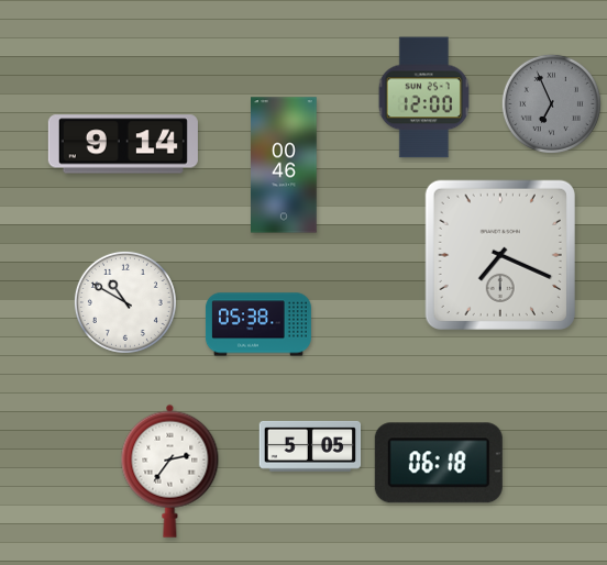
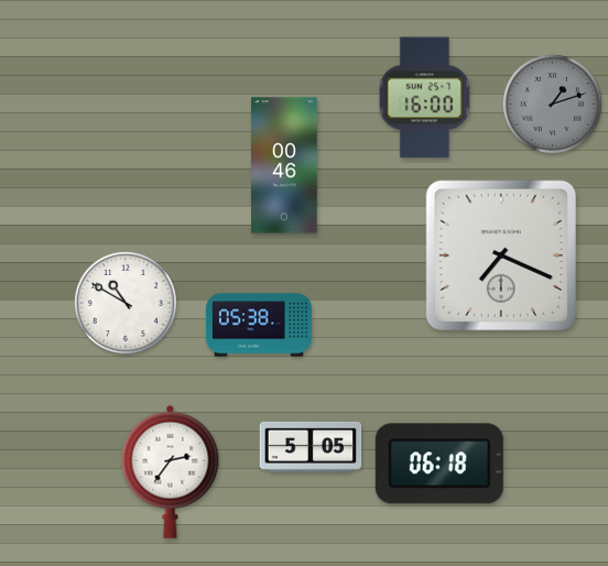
clock at (423, 98): 12:00 -> 16:00
clock at (551, 103): 6:56 -> 1:12
clock at (123, 144): 9:14 -> none
